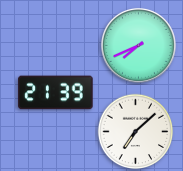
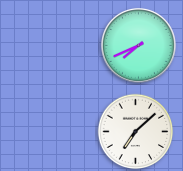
clock at (56, 93): 21:39 -> none
